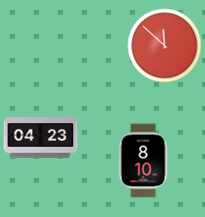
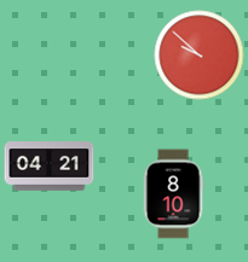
clock at (165, 46): 11:52 -> 9:52
clock at (41, 138): 04:23 -> 04:21
